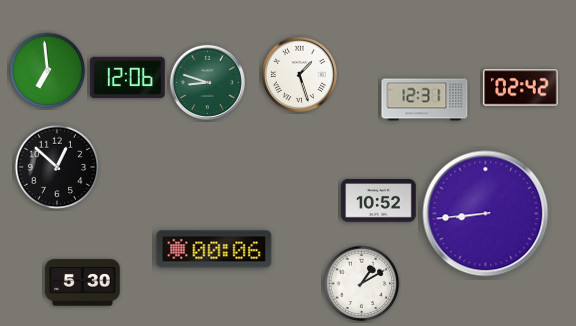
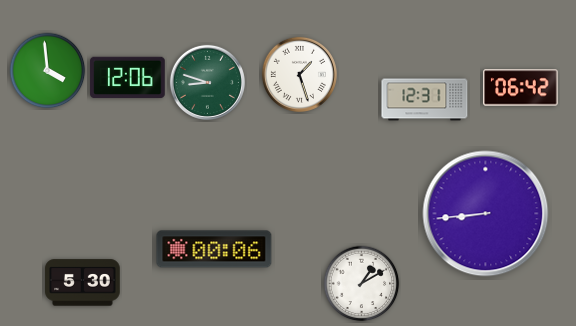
clock at (48, 71): 6:59 -> 3:59
clock at (521, 88): 02:42 -> 06:42
clock at (57, 167): 12:52 -> none
clock at (379, 201): 10:52 -> none
